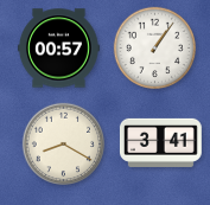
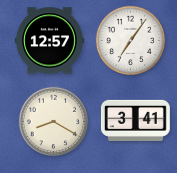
clock at (154, 47): 1:06 -> 7:06
clock at (59, 49): 00:57 -> 12:57
